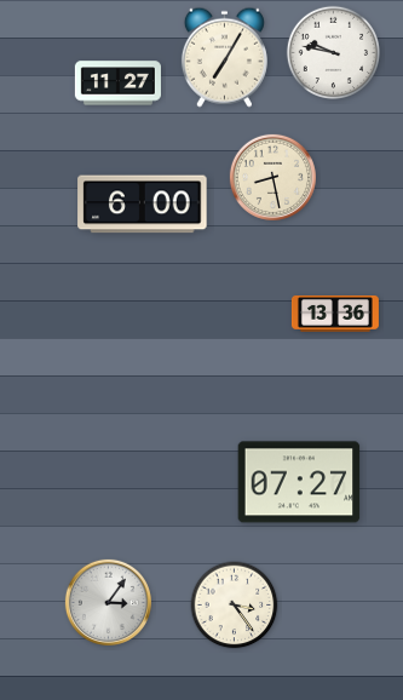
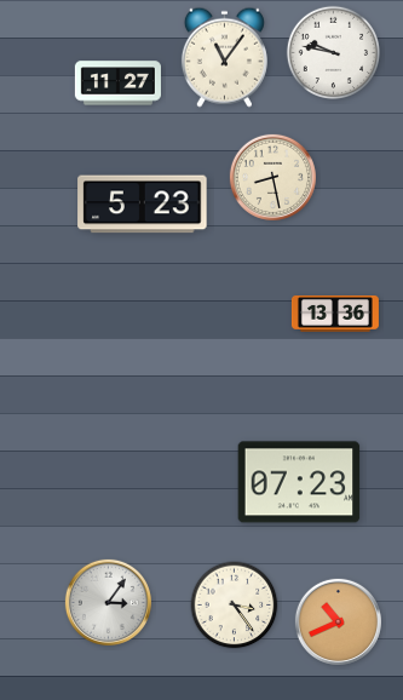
clock at (224, 57): 7:05 -> 11:06
clock at (143, 205): 6:00 -> 5:23
clock at (299, 482): 07:27 -> 07:23
clock at (338, 621): none -> 10:41
